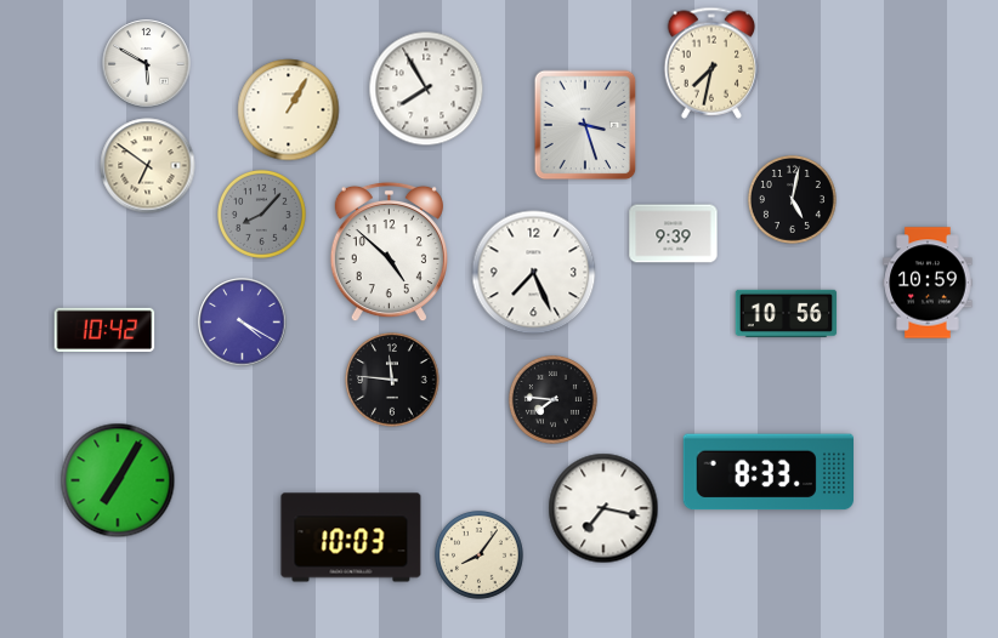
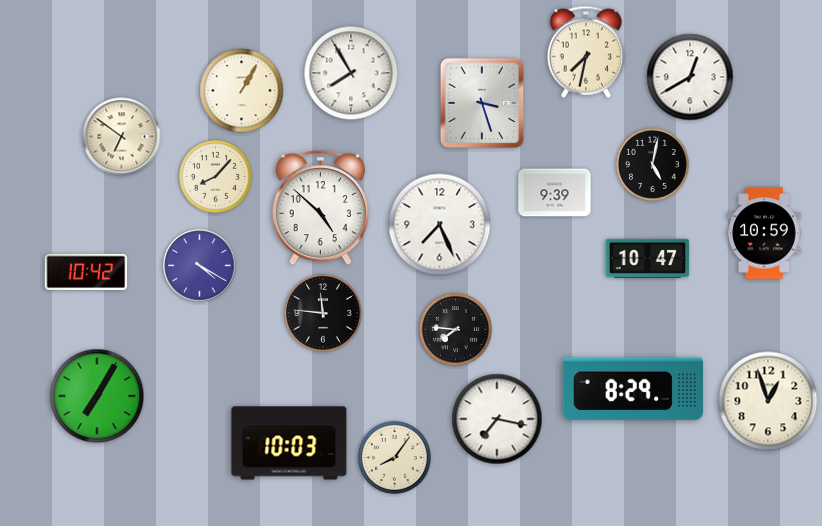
clock at (147, 64): 5:50 -> none
clock at (690, 77): none -> 12:40
clock at (289, 110) position: (289, 110) -> (242, 91)
clock at (261, 213) dial: grey -> cream
clock at (787, 313): 10:56 -> 10:47
clock at (767, 472): 8:33 -> 8:29
clock at (768, 401): none -> 12:57
